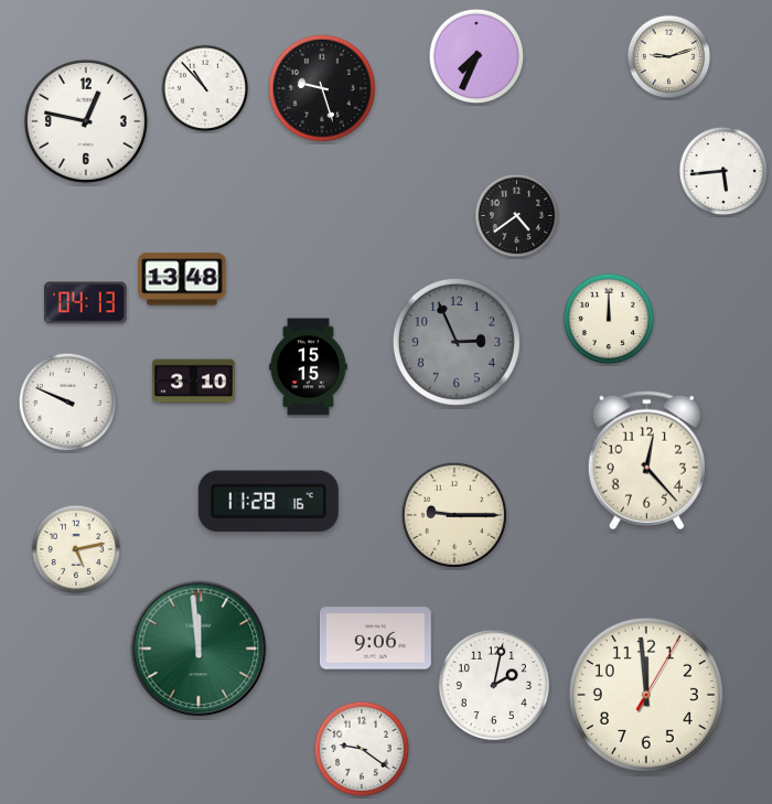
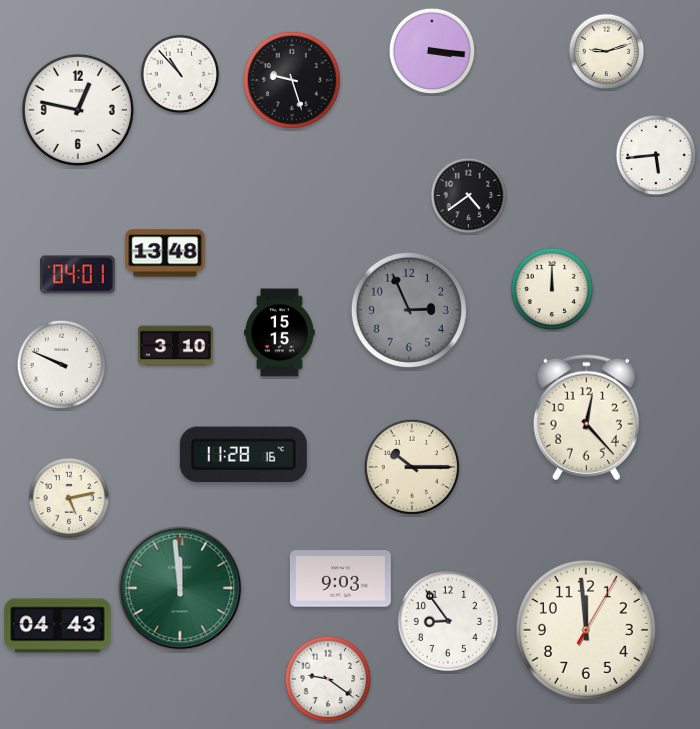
clock at (476, 56): 7:34 -> 3:16
clock at (205, 88) position: (205, 88) -> (180, 74)
clock at (86, 303): 04:13 -> 04:01
clock at (457, 342) position: (457, 342) -> (409, 310)
clock at (453, 514): 9:15 -> 10:15
clock at (375, 639): 9:06 -> 9:03
clock at (494, 685): 2:02 -> 8:54
clock at (58, 626): none -> 04:43
